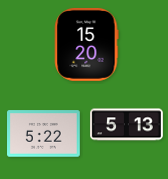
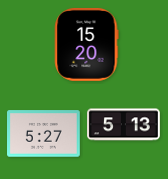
clock at (127, 125) position: (127, 125) -> (124, 125)
clock at (44, 134): 5:22 -> 5:27
